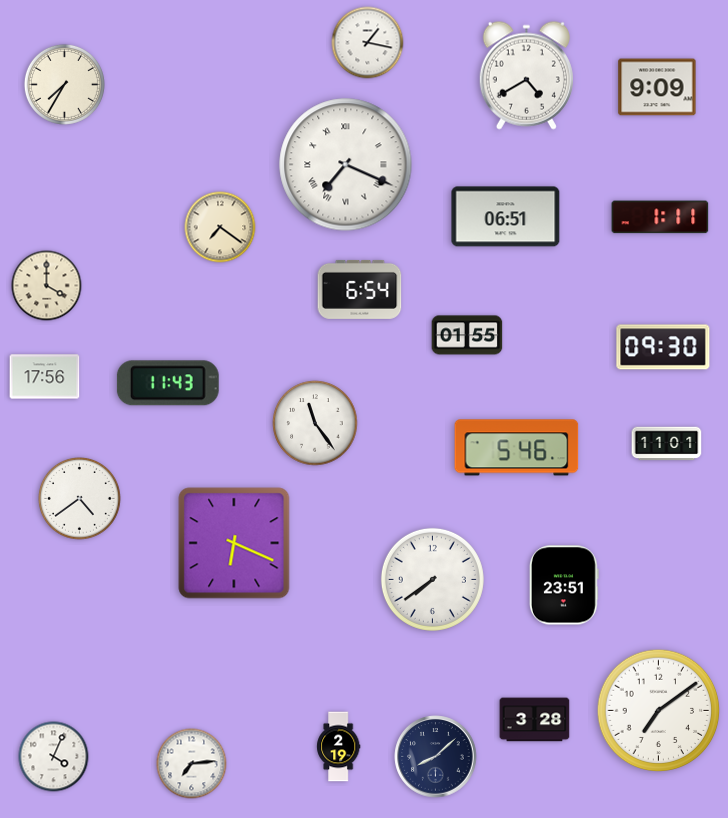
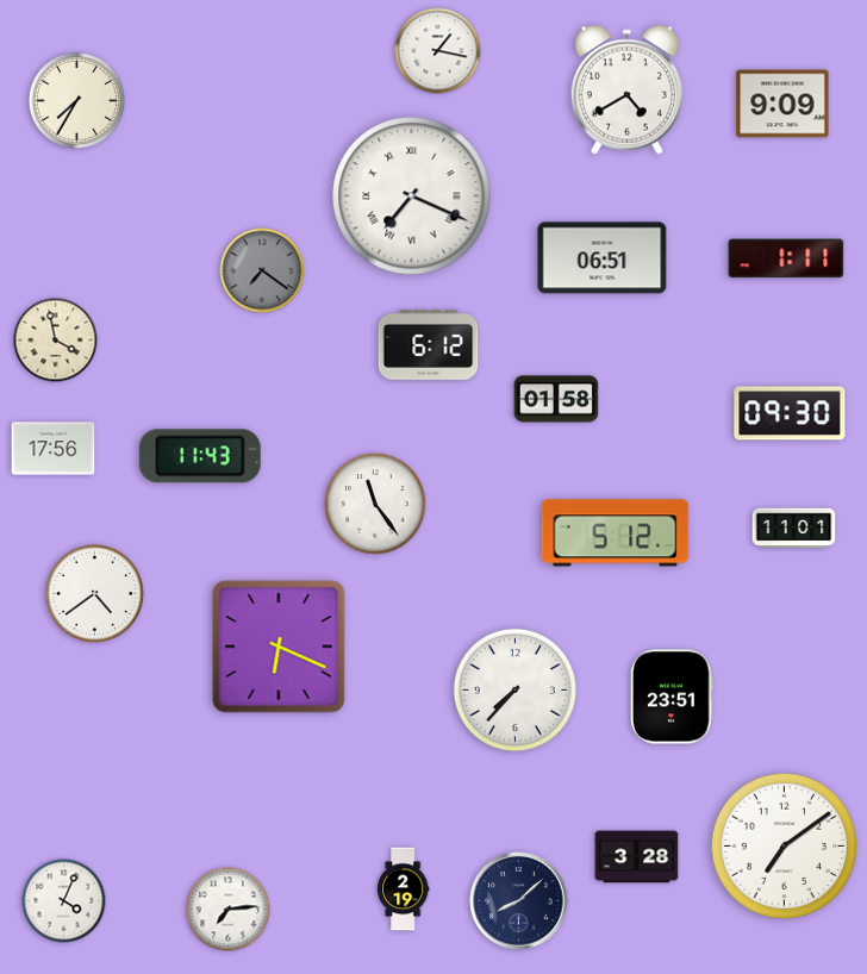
clock at (220, 227) dial: cream -> grey
clock at (47, 286): 4:00 -> 3:58
clock at (360, 289): 6:54 -> 6:12
clock at (467, 335): 01:55 -> 01:58
clock at (517, 448): 5:46 -> 5:12
clock at (432, 579): 7:39 -> 7:37
